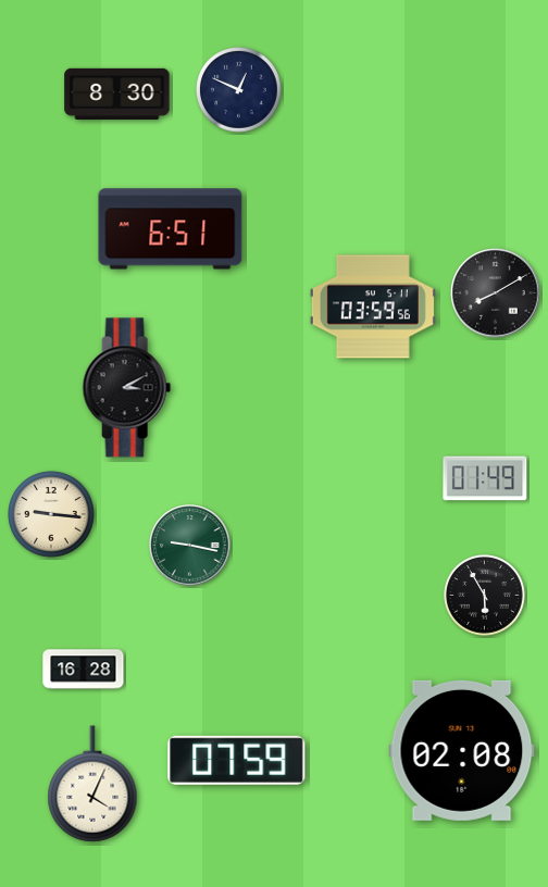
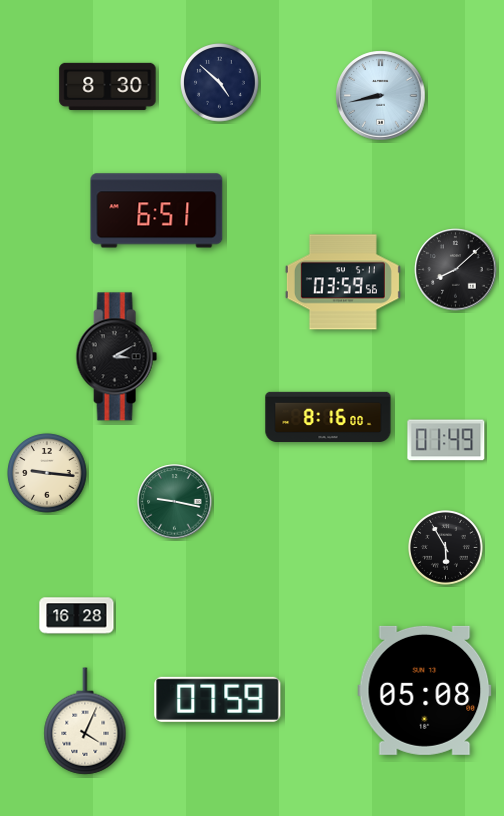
clock at (239, 90): 12:49 -> 4:52
clock at (381, 96): none -> 8:43
clock at (496, 293): 8:10 -> 8:08
clock at (328, 416): none -> 8:16
clock at (462, 750): 02:08 -> 05:08
